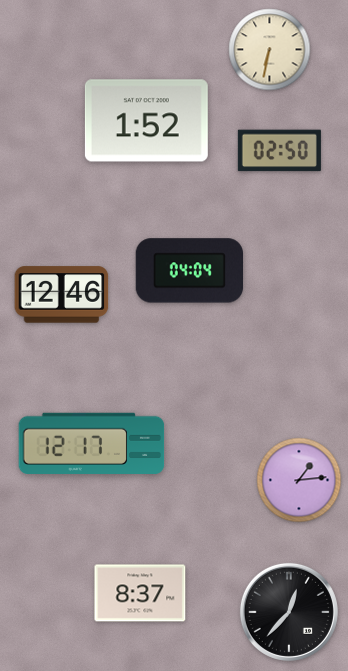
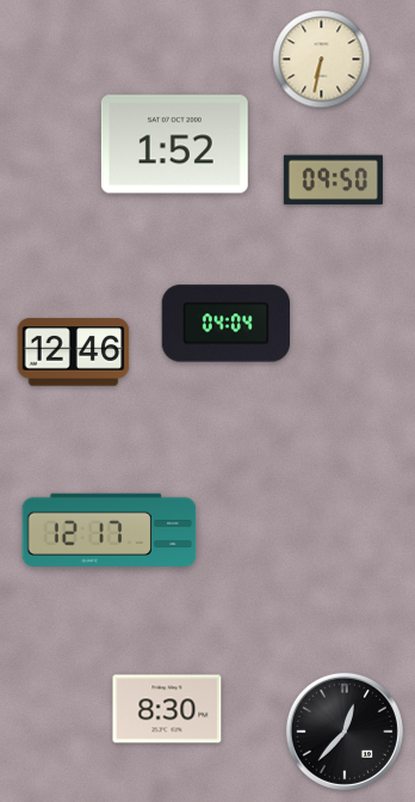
clock at (279, 151): 02:50 -> 09:50
clock at (299, 480): 1:14 -> none
clock at (140, 593): 8:37 -> 8:30
